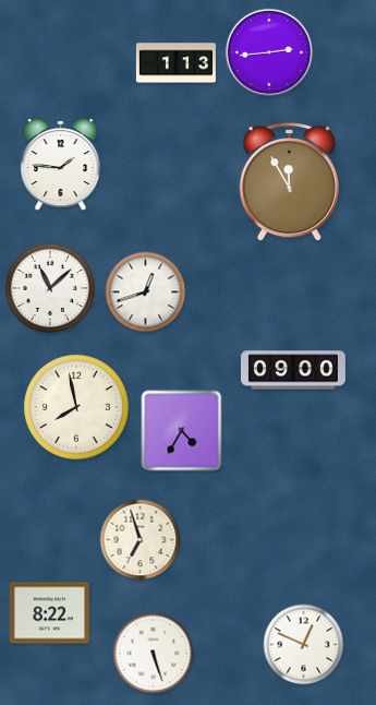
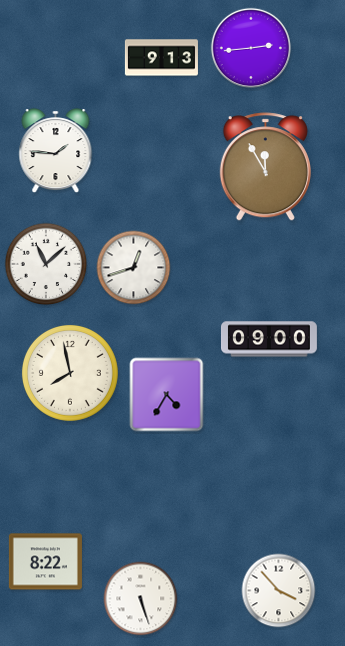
clock at (268, 51) position: (268, 51) -> (250, 47)
clock at (175, 63): 1:13 -> 9:13
clock at (141, 540): 6:57 -> none
clock at (304, 645): 12:49 -> 3:53
